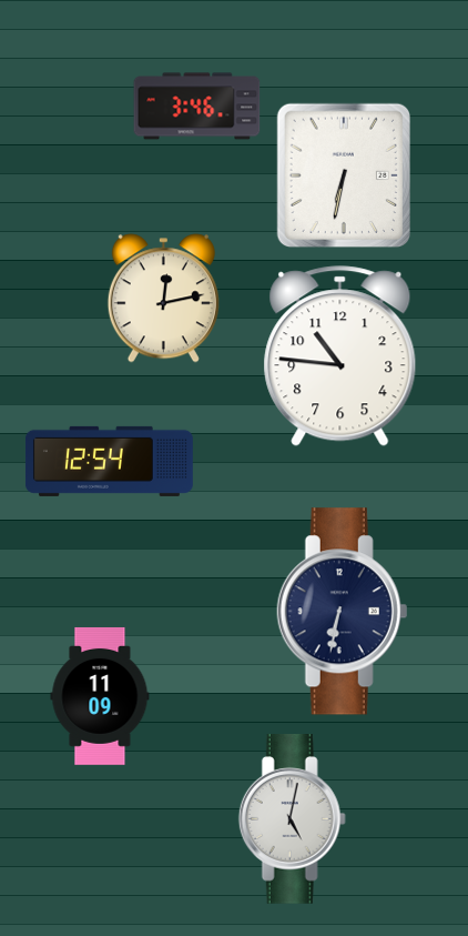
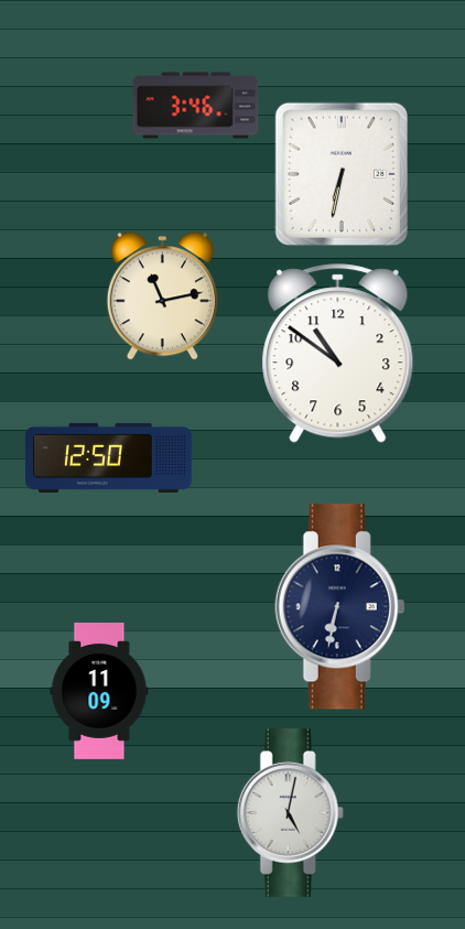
clock at (163, 299): 12:13 -> 11:13
clock at (340, 356): 10:46 -> 10:51
clock at (109, 461): 12:54 -> 12:50
